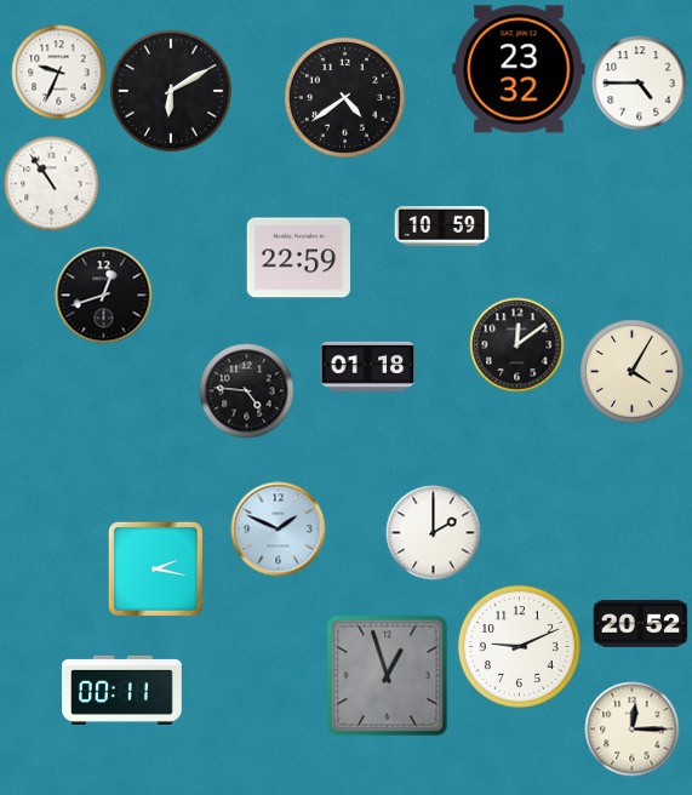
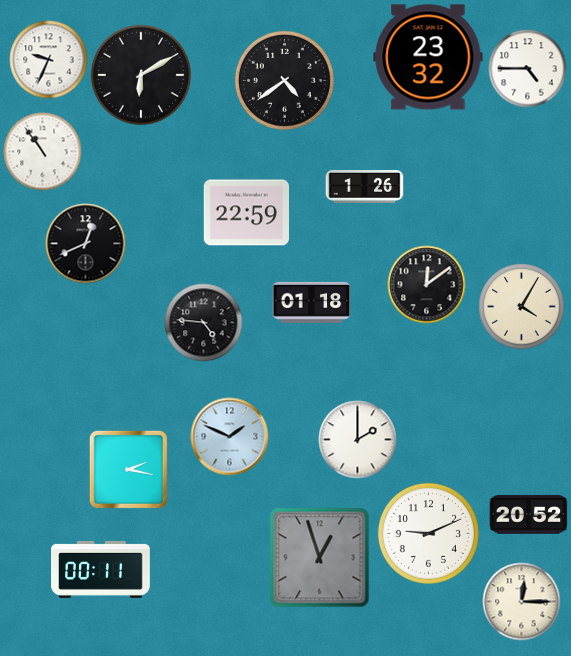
clock at (441, 227): 10:59 -> 1:26
clock at (103, 294): 12:42 -> 12:41
clock at (367, 366) position: (367, 366) -> (311, 302)
